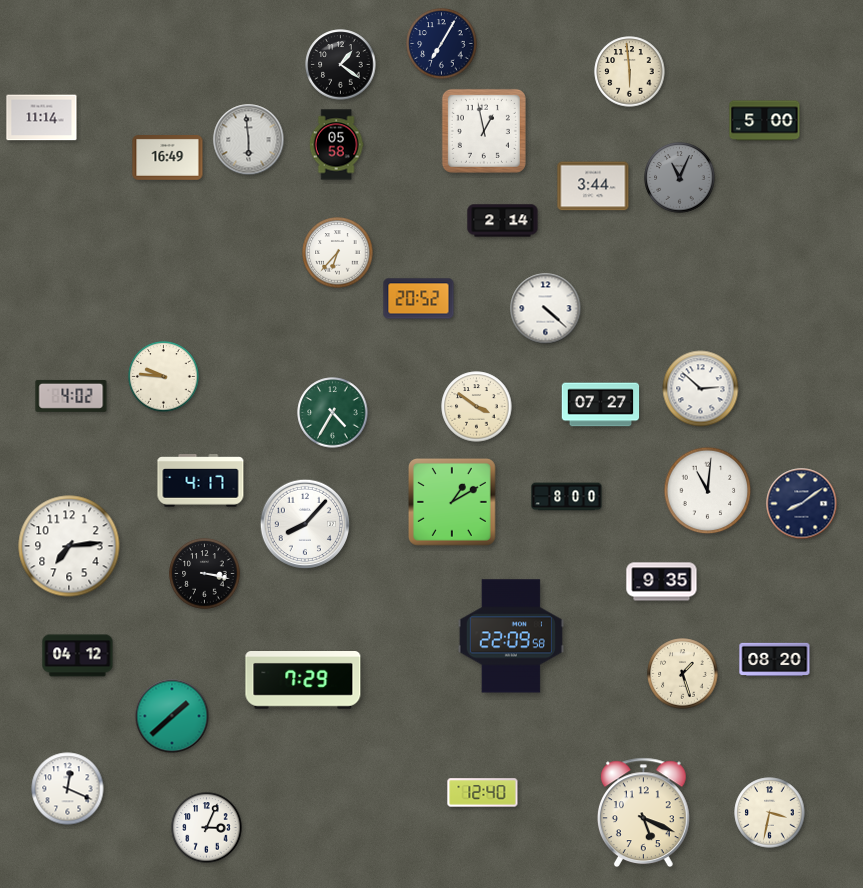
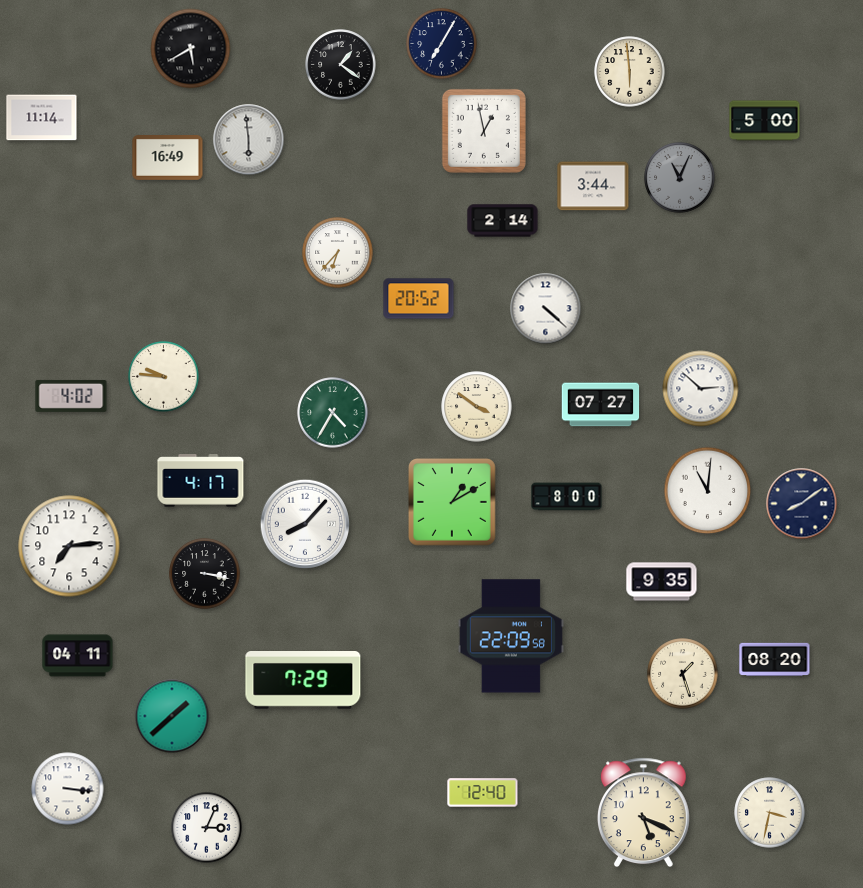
clock at (191, 49): none -> 5:40
clock at (336, 145): 05:58 -> none
clock at (78, 656): 04:12 -> 04:11
clock at (68, 789): 12:19 -> 3:16
